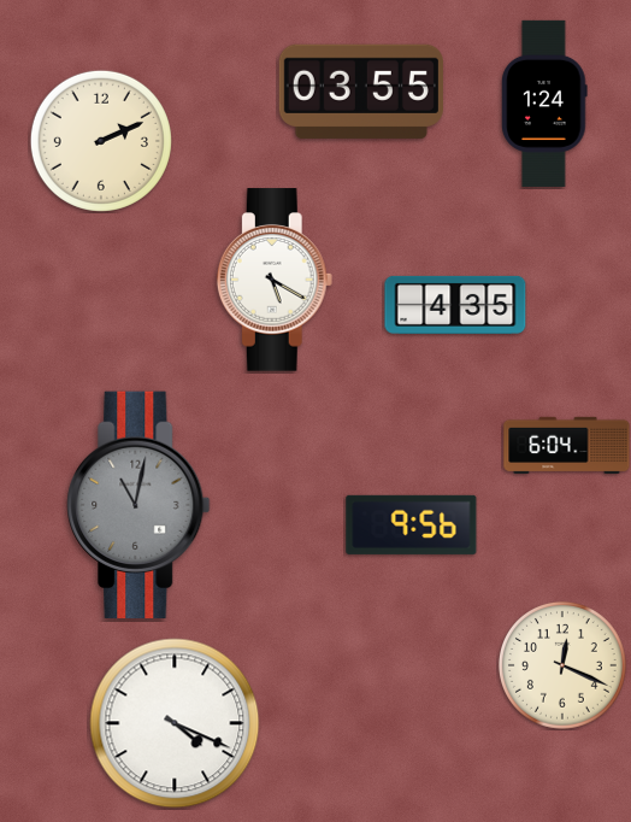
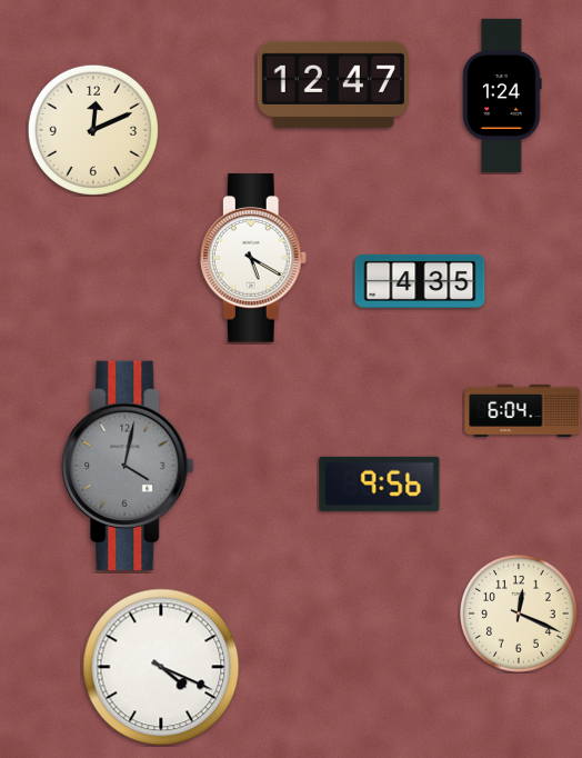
clock at (361, 92): 03:55 -> 12:47
clock at (101, 141): 2:11 -> 12:11
clock at (138, 505): 11:02 -> 4:02
